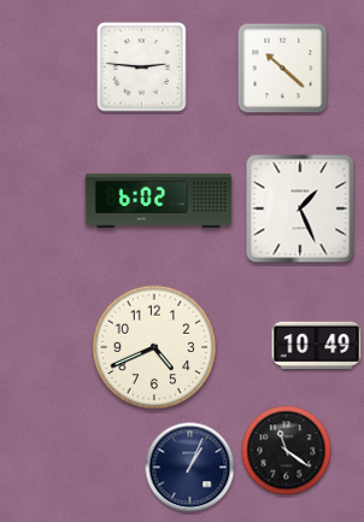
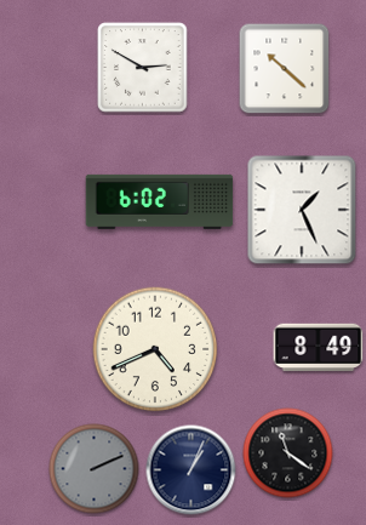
clock at (142, 68): 2:46 -> 2:50
clock at (317, 346): 10:49 -> 8:49
clock at (95, 469): none -> 2:11
